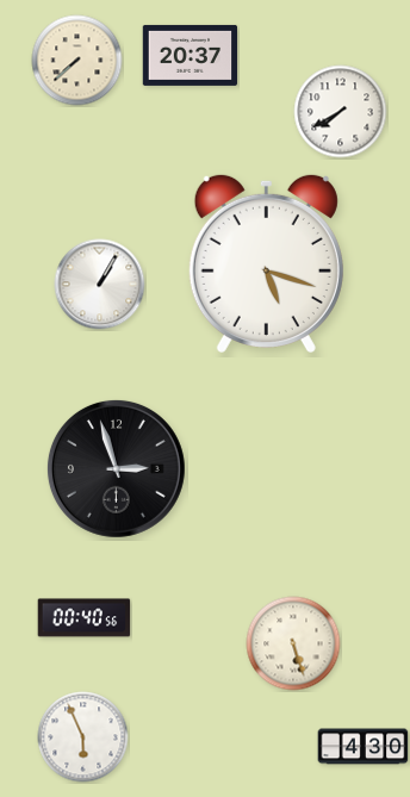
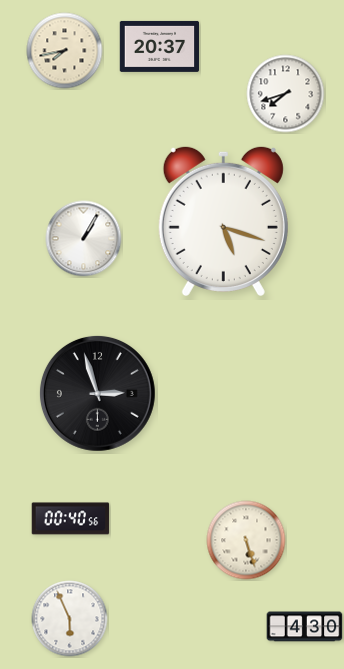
clock at (77, 61): 7:38 -> 7:43
clock at (341, 112): 7:40 -> 7:42
